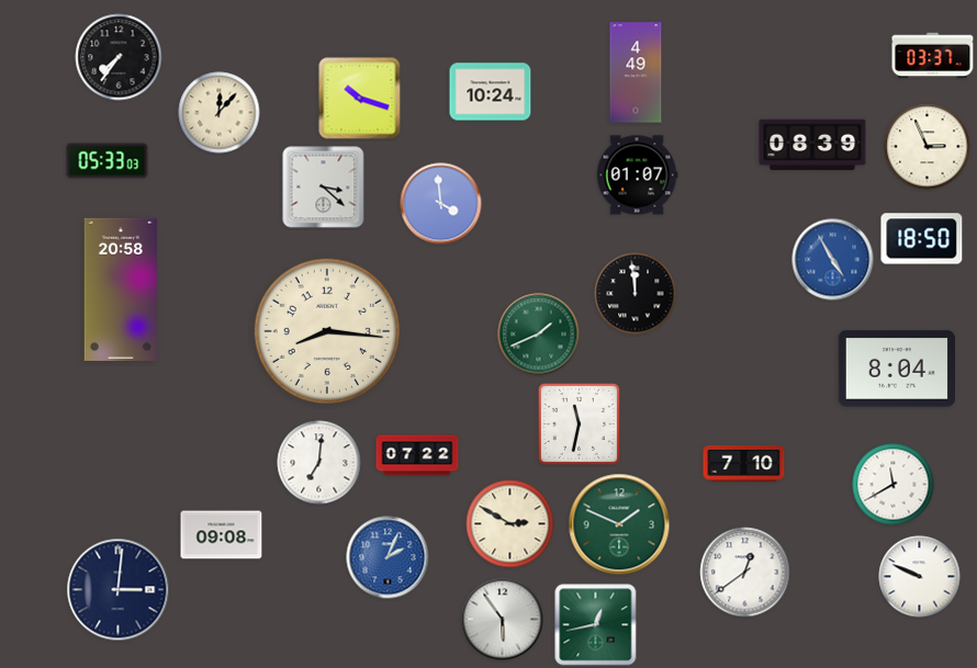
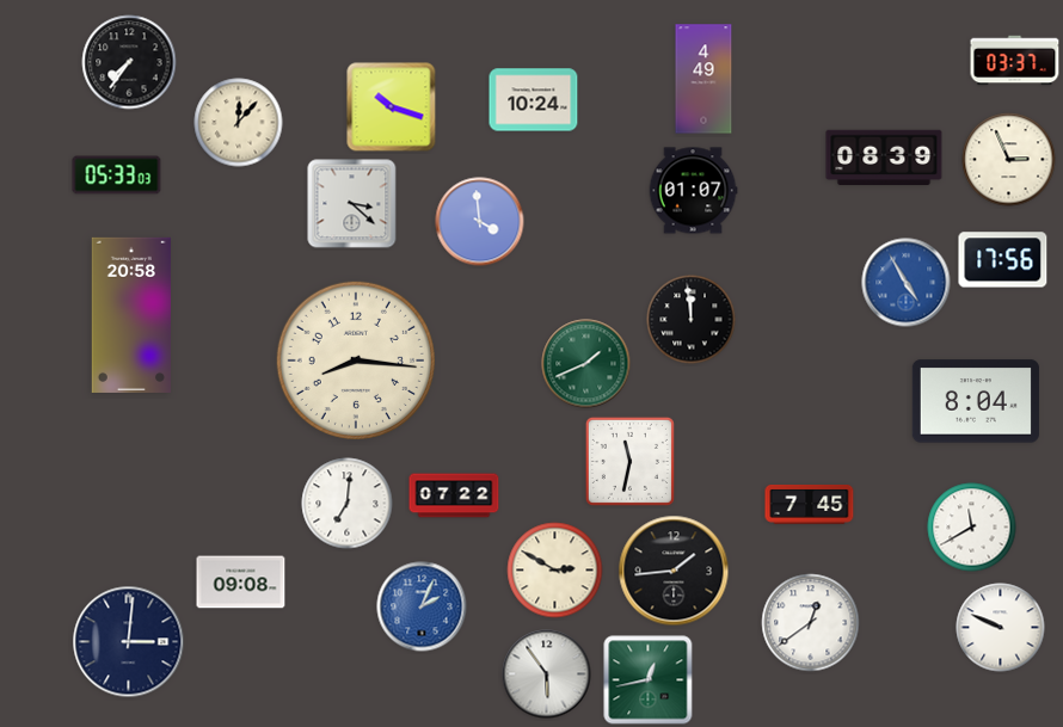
clock at (636, 72) position: (636, 72) -> (703, 79)
clock at (922, 239): 18:50 -> 17:56
clock at (744, 464): 7:10 -> 7:45
clock at (619, 524): 1:49 -> 1:44
clock at (619, 524) dial: green -> black
